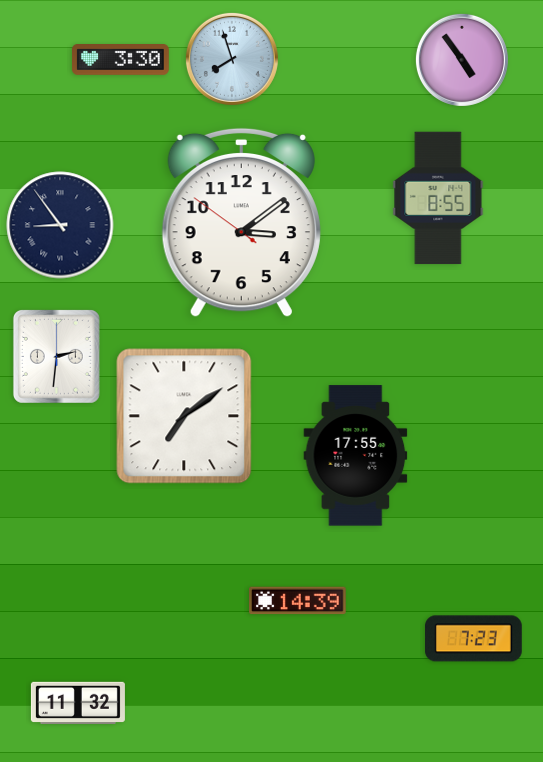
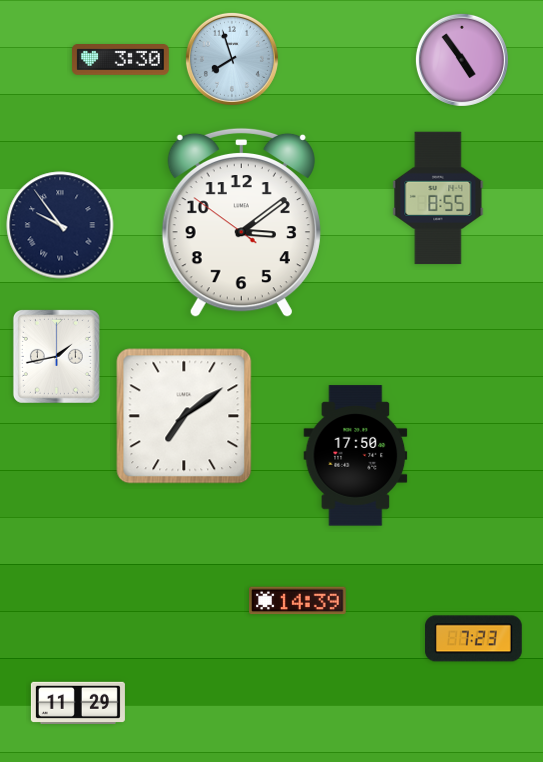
clock at (60, 225): 8:54 -> 9:54
clock at (56, 356): 2:31 -> 1:43
clock at (356, 456): 17:55 -> 17:50
clock at (78, 702): 11:32 -> 11:29
